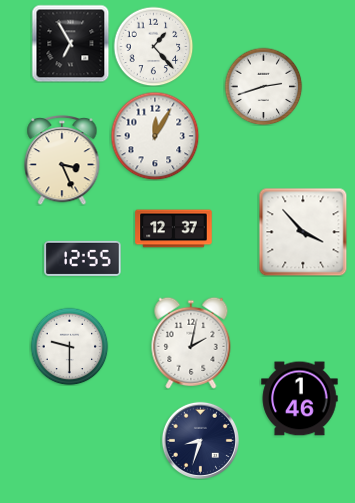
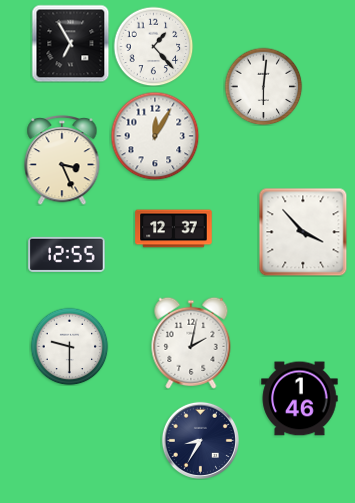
clock at (263, 86): 2:42 -> 6:01
clock at (83, 258) position: (83, 258) -> (67, 254)
clock at (200, 440): 8:33 -> 8:35
